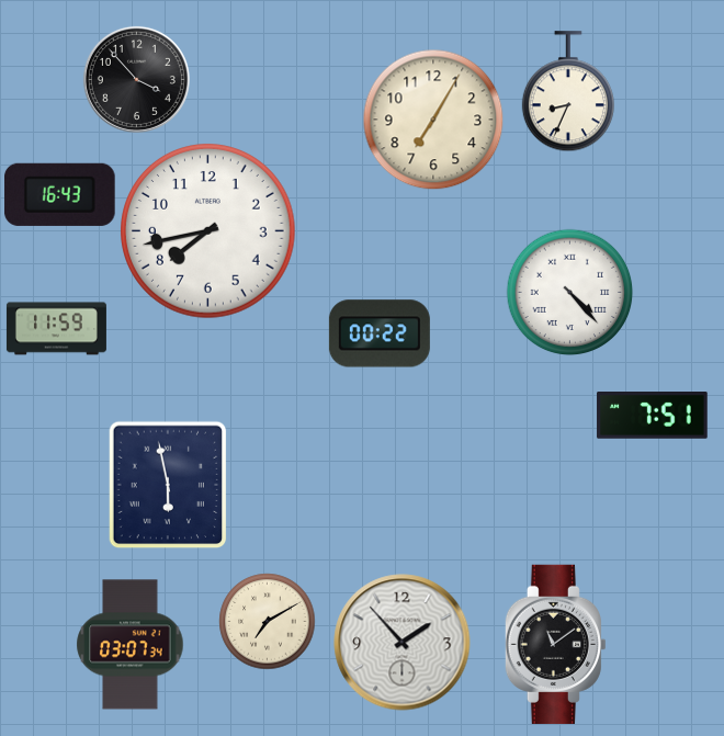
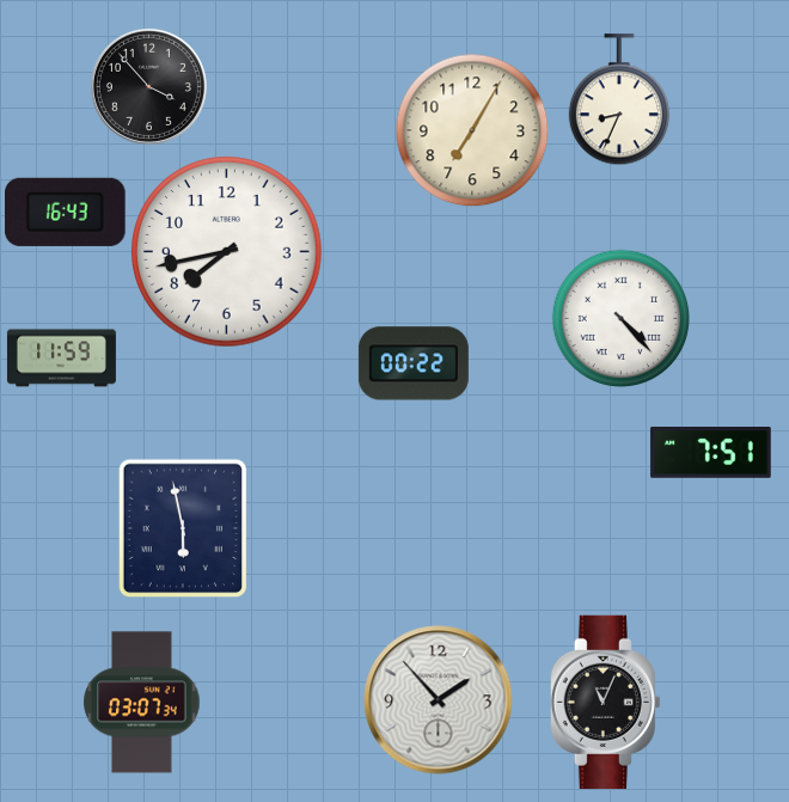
clock at (267, 621): 7:10 -> none
clock at (555, 644): 11:09 -> 11:04
